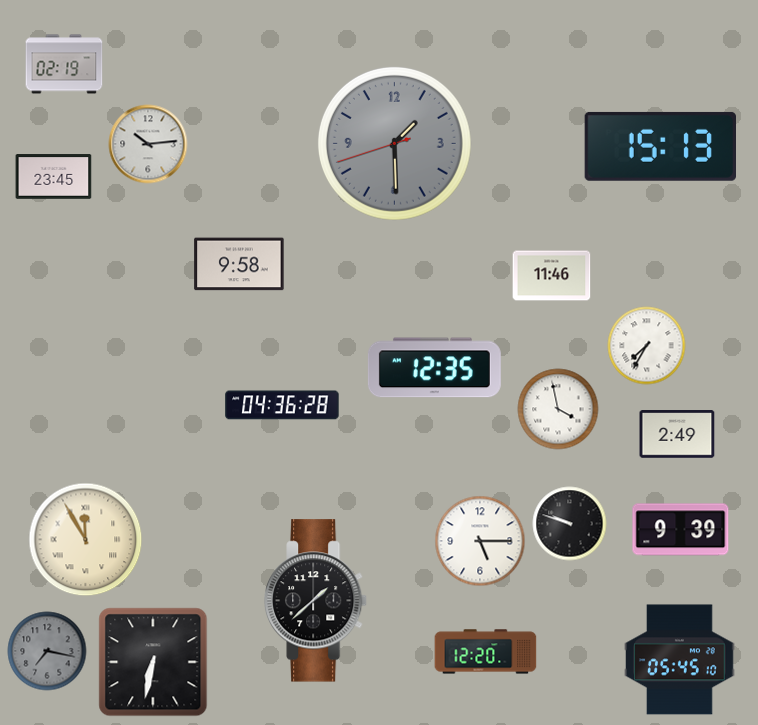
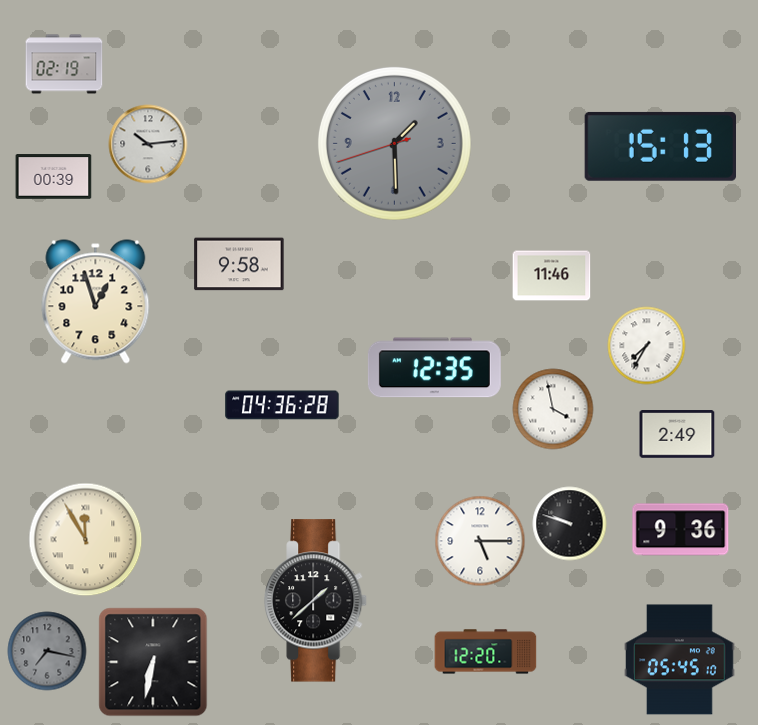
clock at (54, 177): 23:45 -> 00:39
clock at (96, 302): none -> 12:57
clock at (558, 409) position: (558, 409) -> (553, 409)
clock at (681, 530): 9:39 -> 9:36
